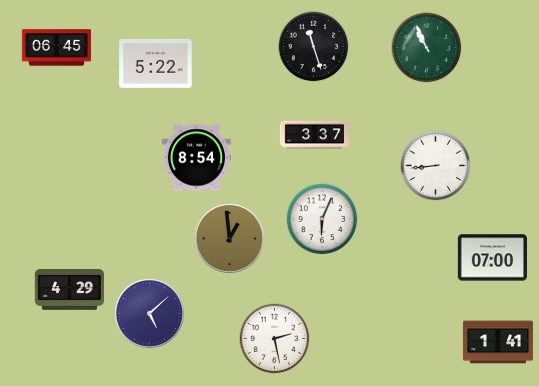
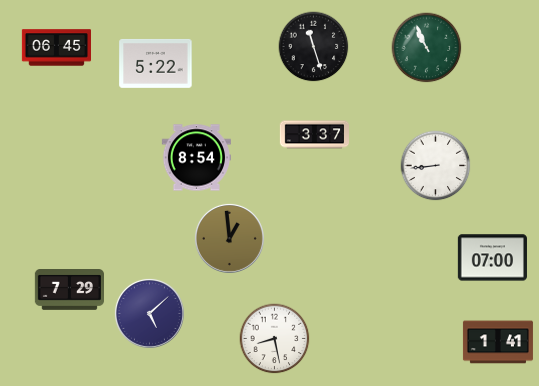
clock at (322, 219): 6:04 -> none
clock at (69, 290): 4:29 -> 7:29
clock at (275, 339): 2:28 -> 8:28
